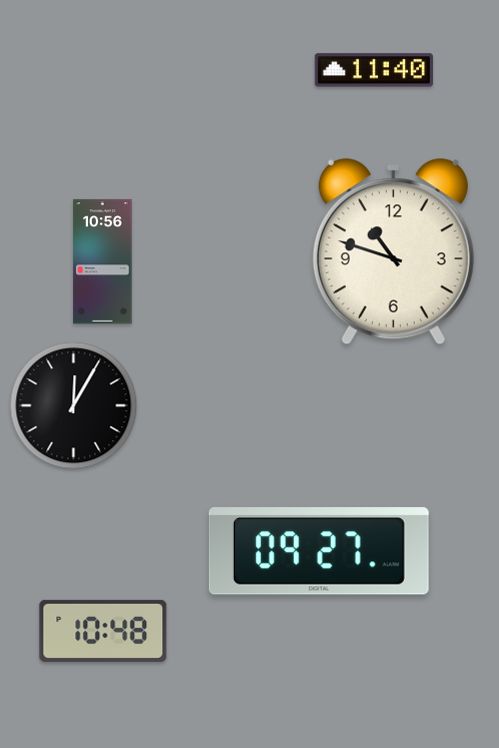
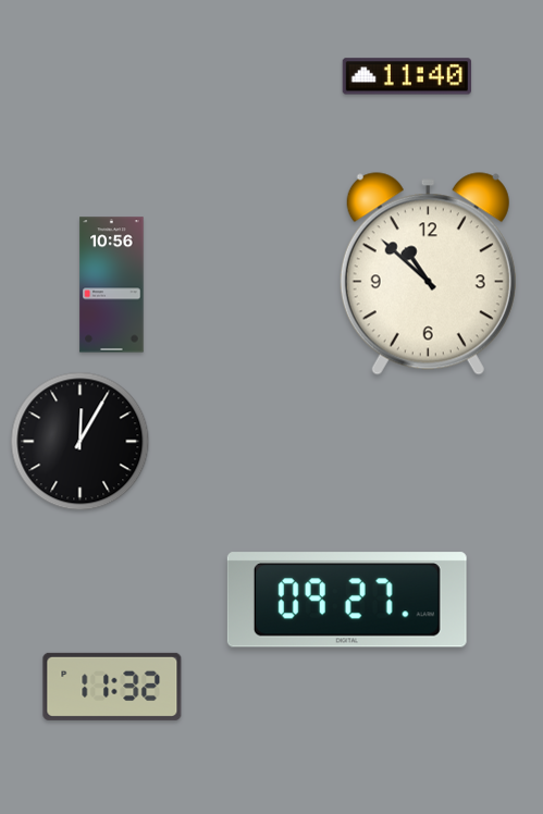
clock at (393, 252): 10:48 -> 10:52
clock at (103, 631): 10:48 -> 11:32
